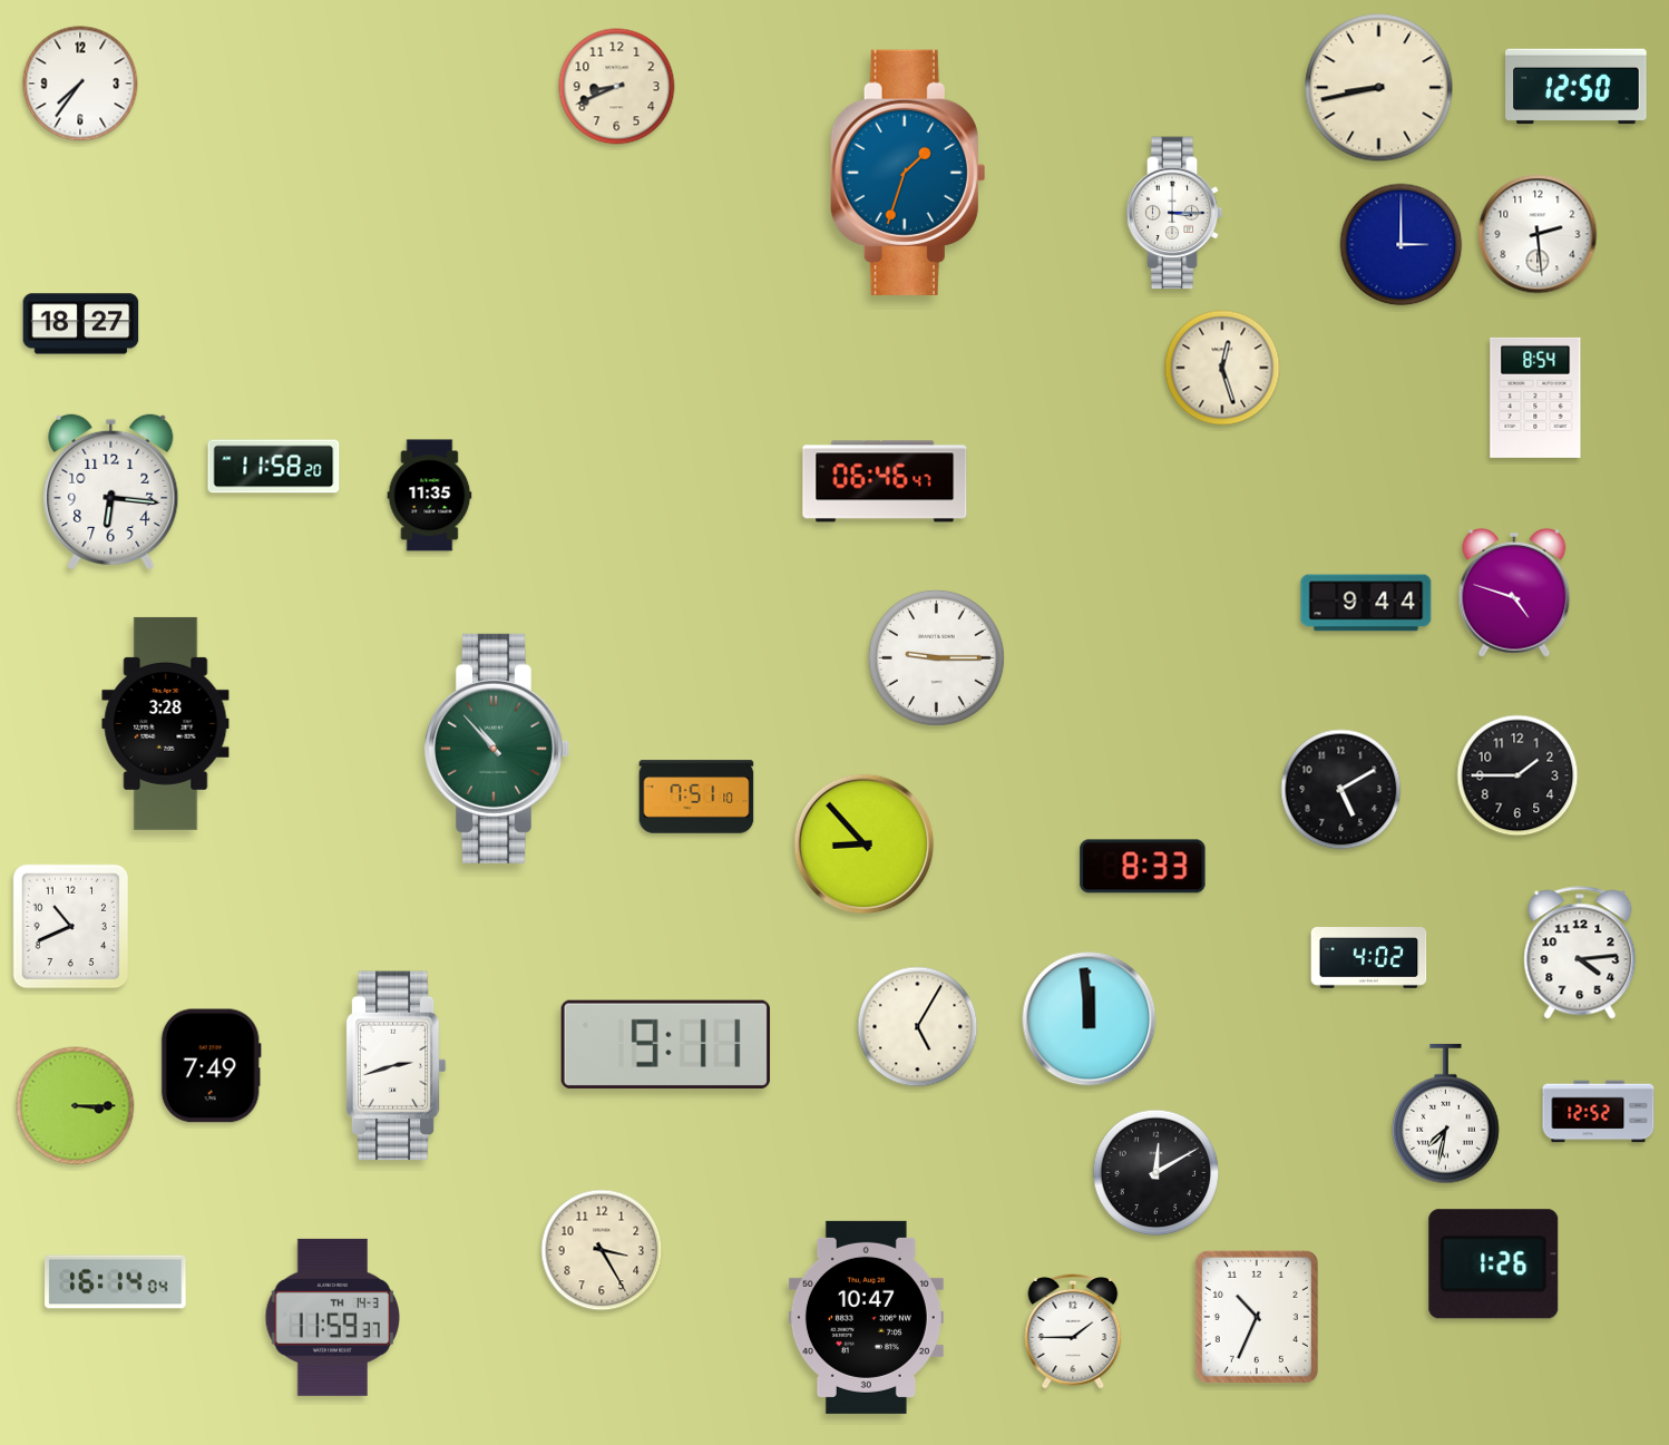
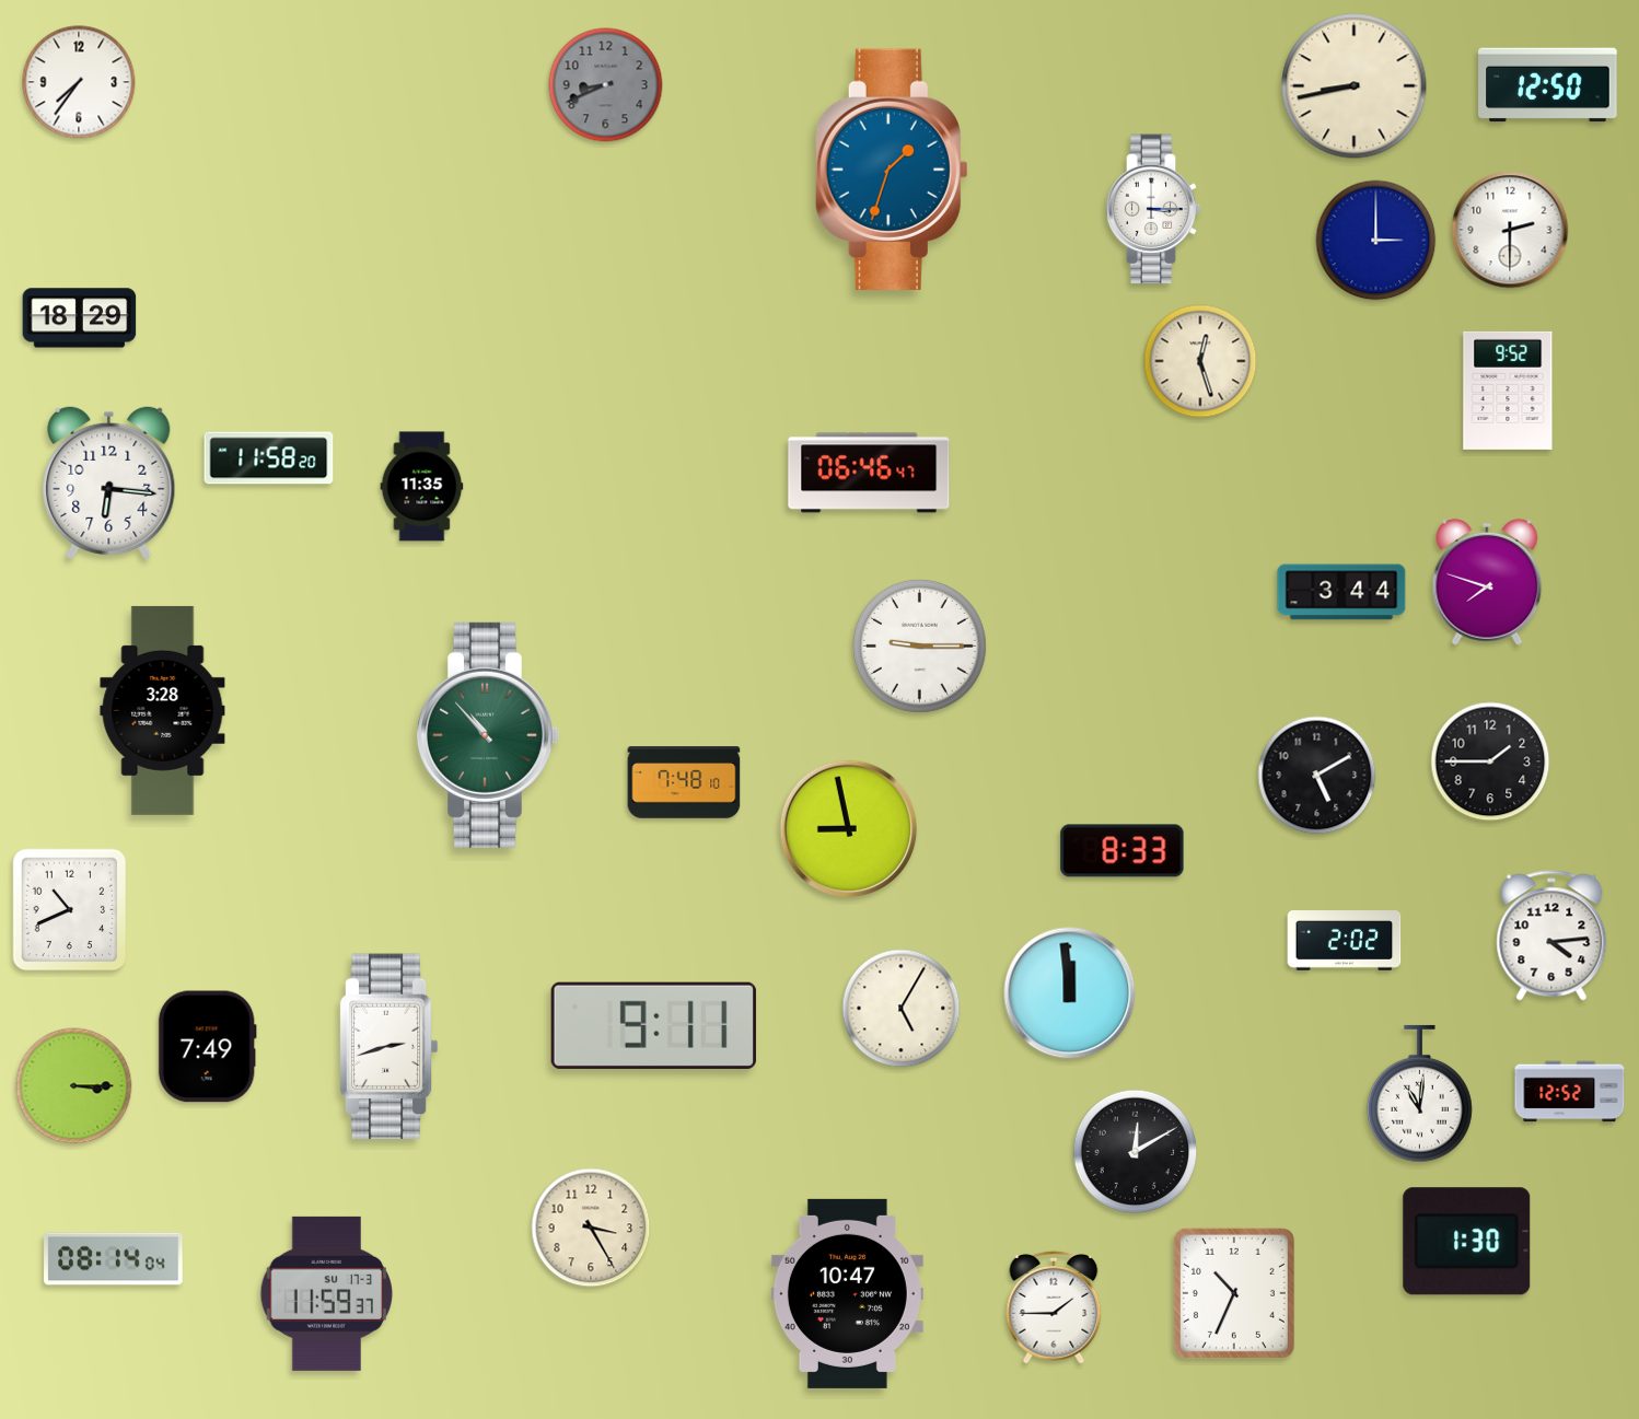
clock at (617, 87) dial: cream -> grey
clock at (1538, 234): 2:29 -> 2:30
clock at (81, 324): 18:27 -> 18:29
clock at (1535, 398): 8:54 -> 9:52
clock at (1514, 593): 4:48 -> 7:48
clock at (1366, 603): 9:44 -> 3:44
clock at (696, 797): 7:51 -> 7:48
clock at (865, 844): 8:53 -> 8:58
clock at (1369, 958): 4:02 -> 2:02
clock at (1090, 1019) position: (1090, 1019) -> (1070, 993)
clock at (1446, 1114): 7:32 -> 11:01
clock at (1494, 1265): 1:26 -> 1:30
clock at (116, 1282): 16:14 -> 08:14
clock at (332, 1317) date: TH 14-3 -> SU 17-3
clock at (866, 1317) position: (866, 1317) -> (847, 1293)
